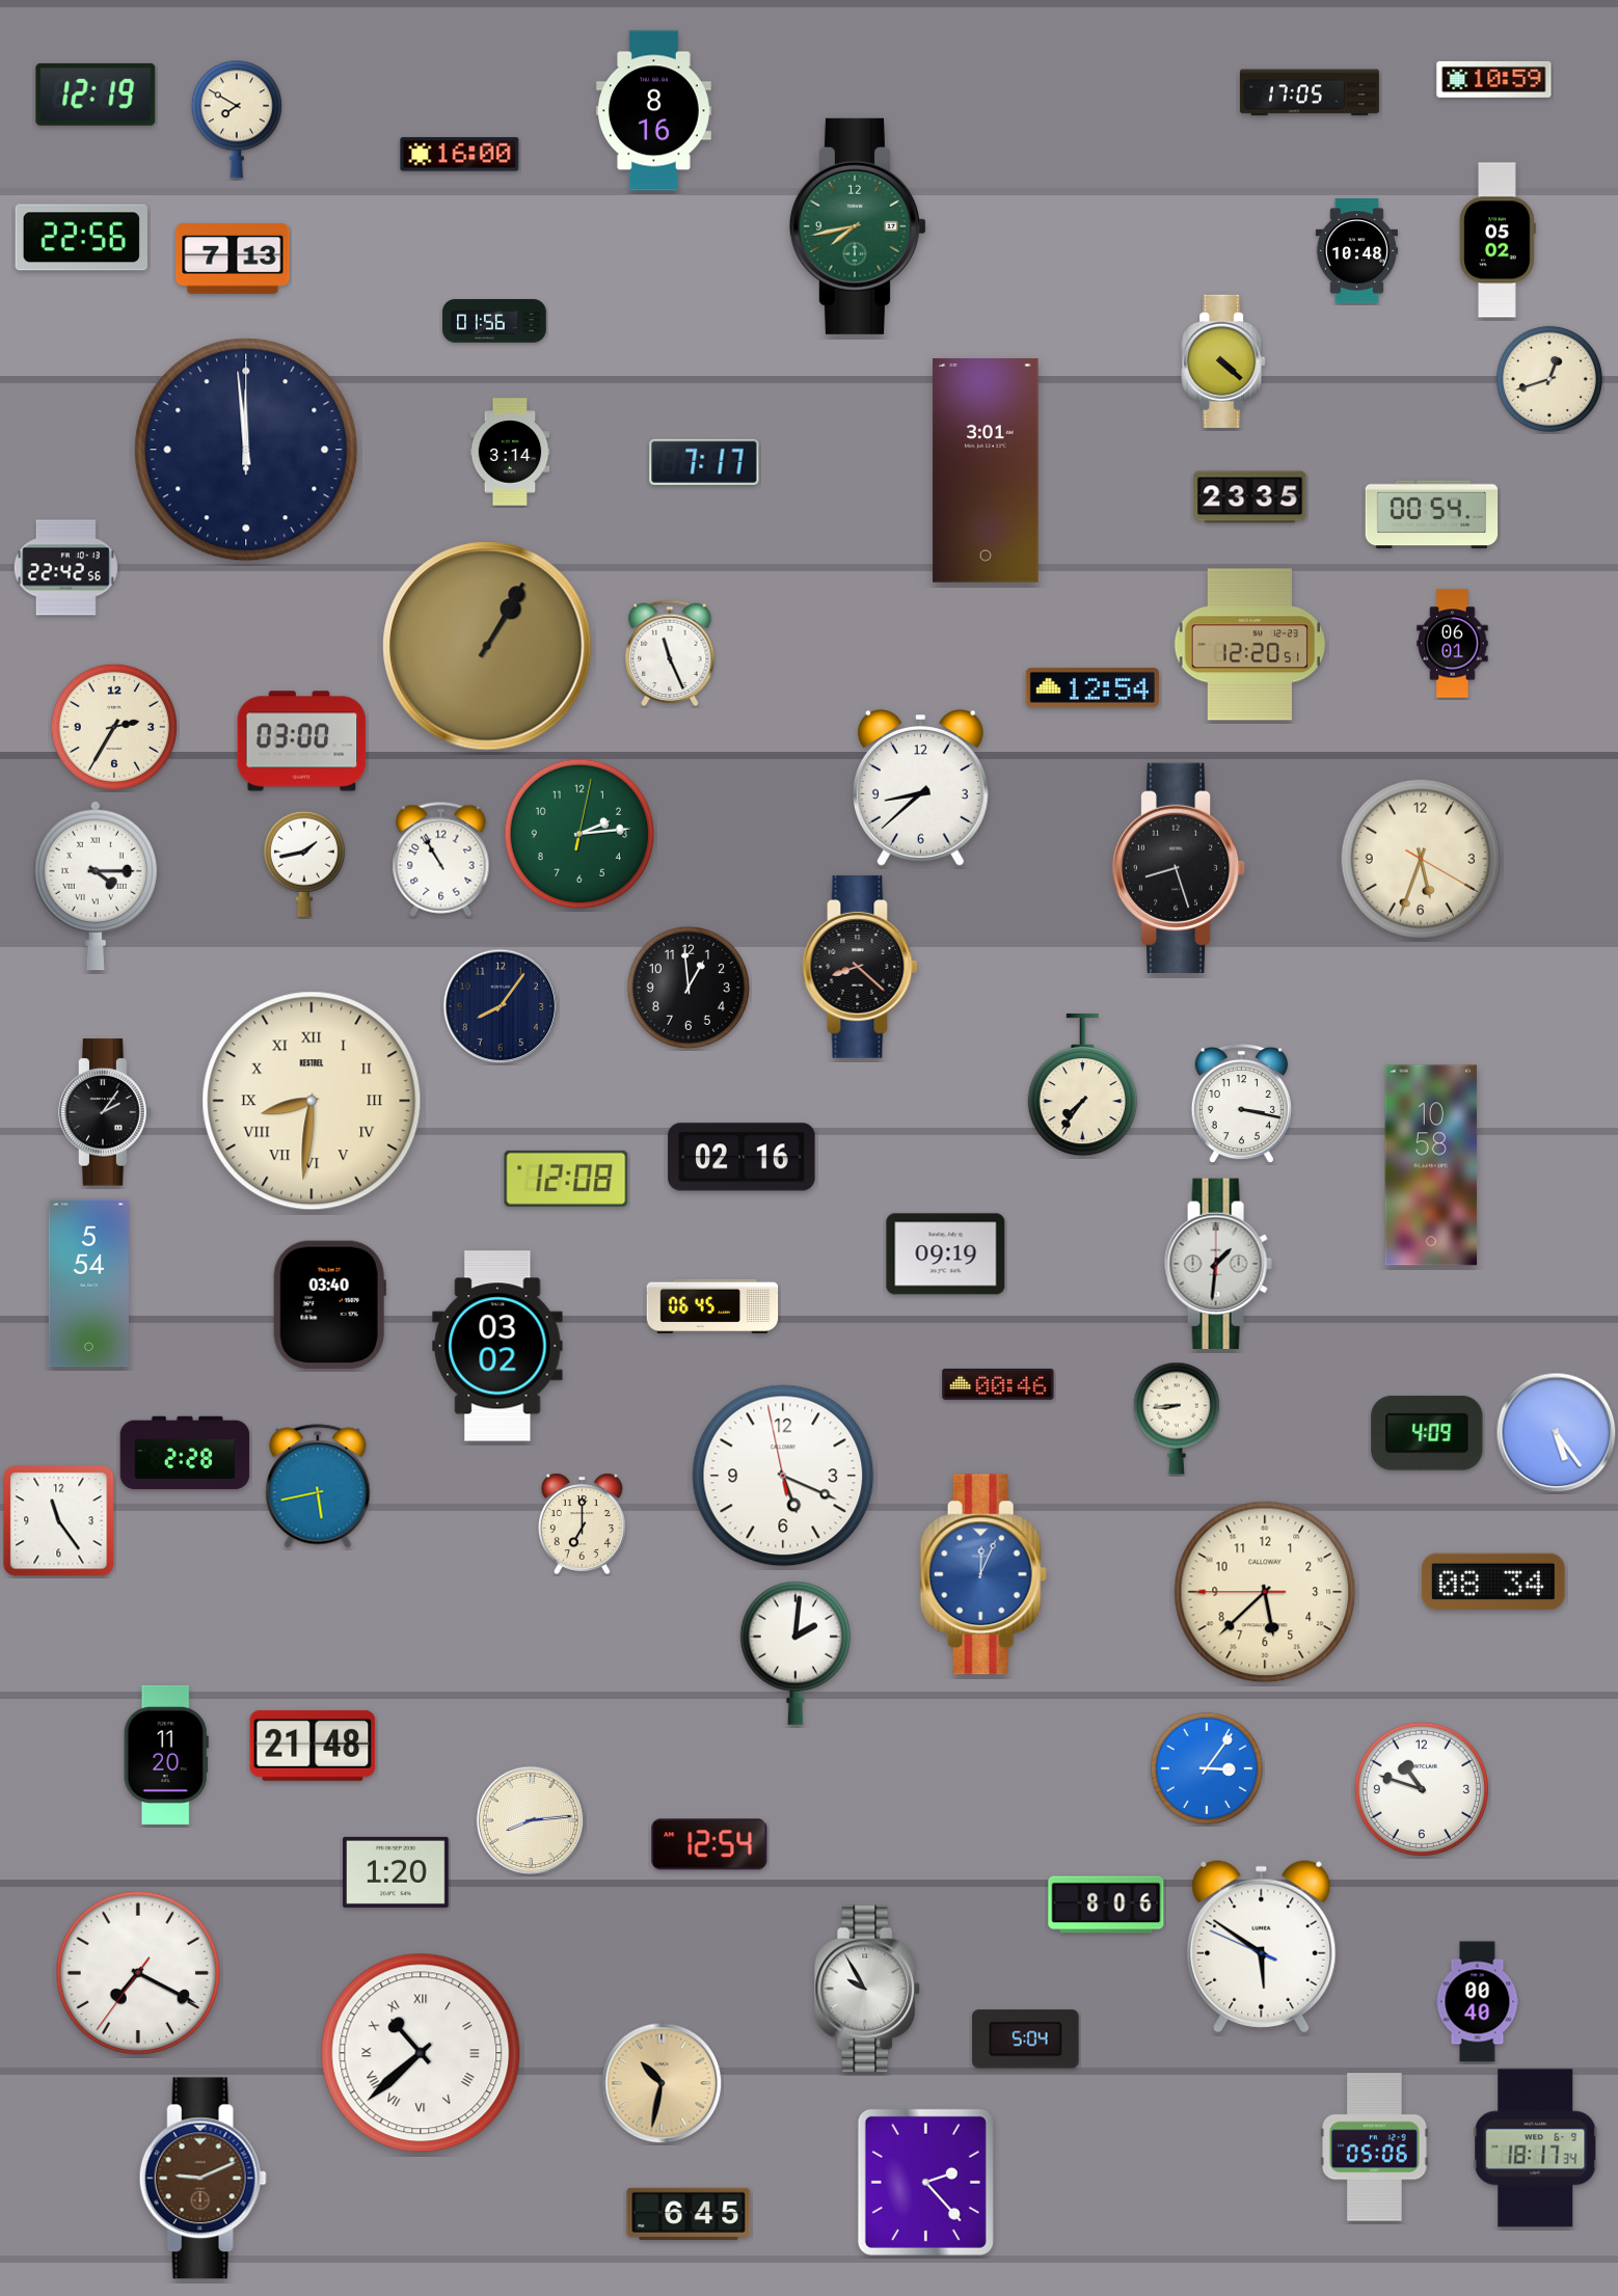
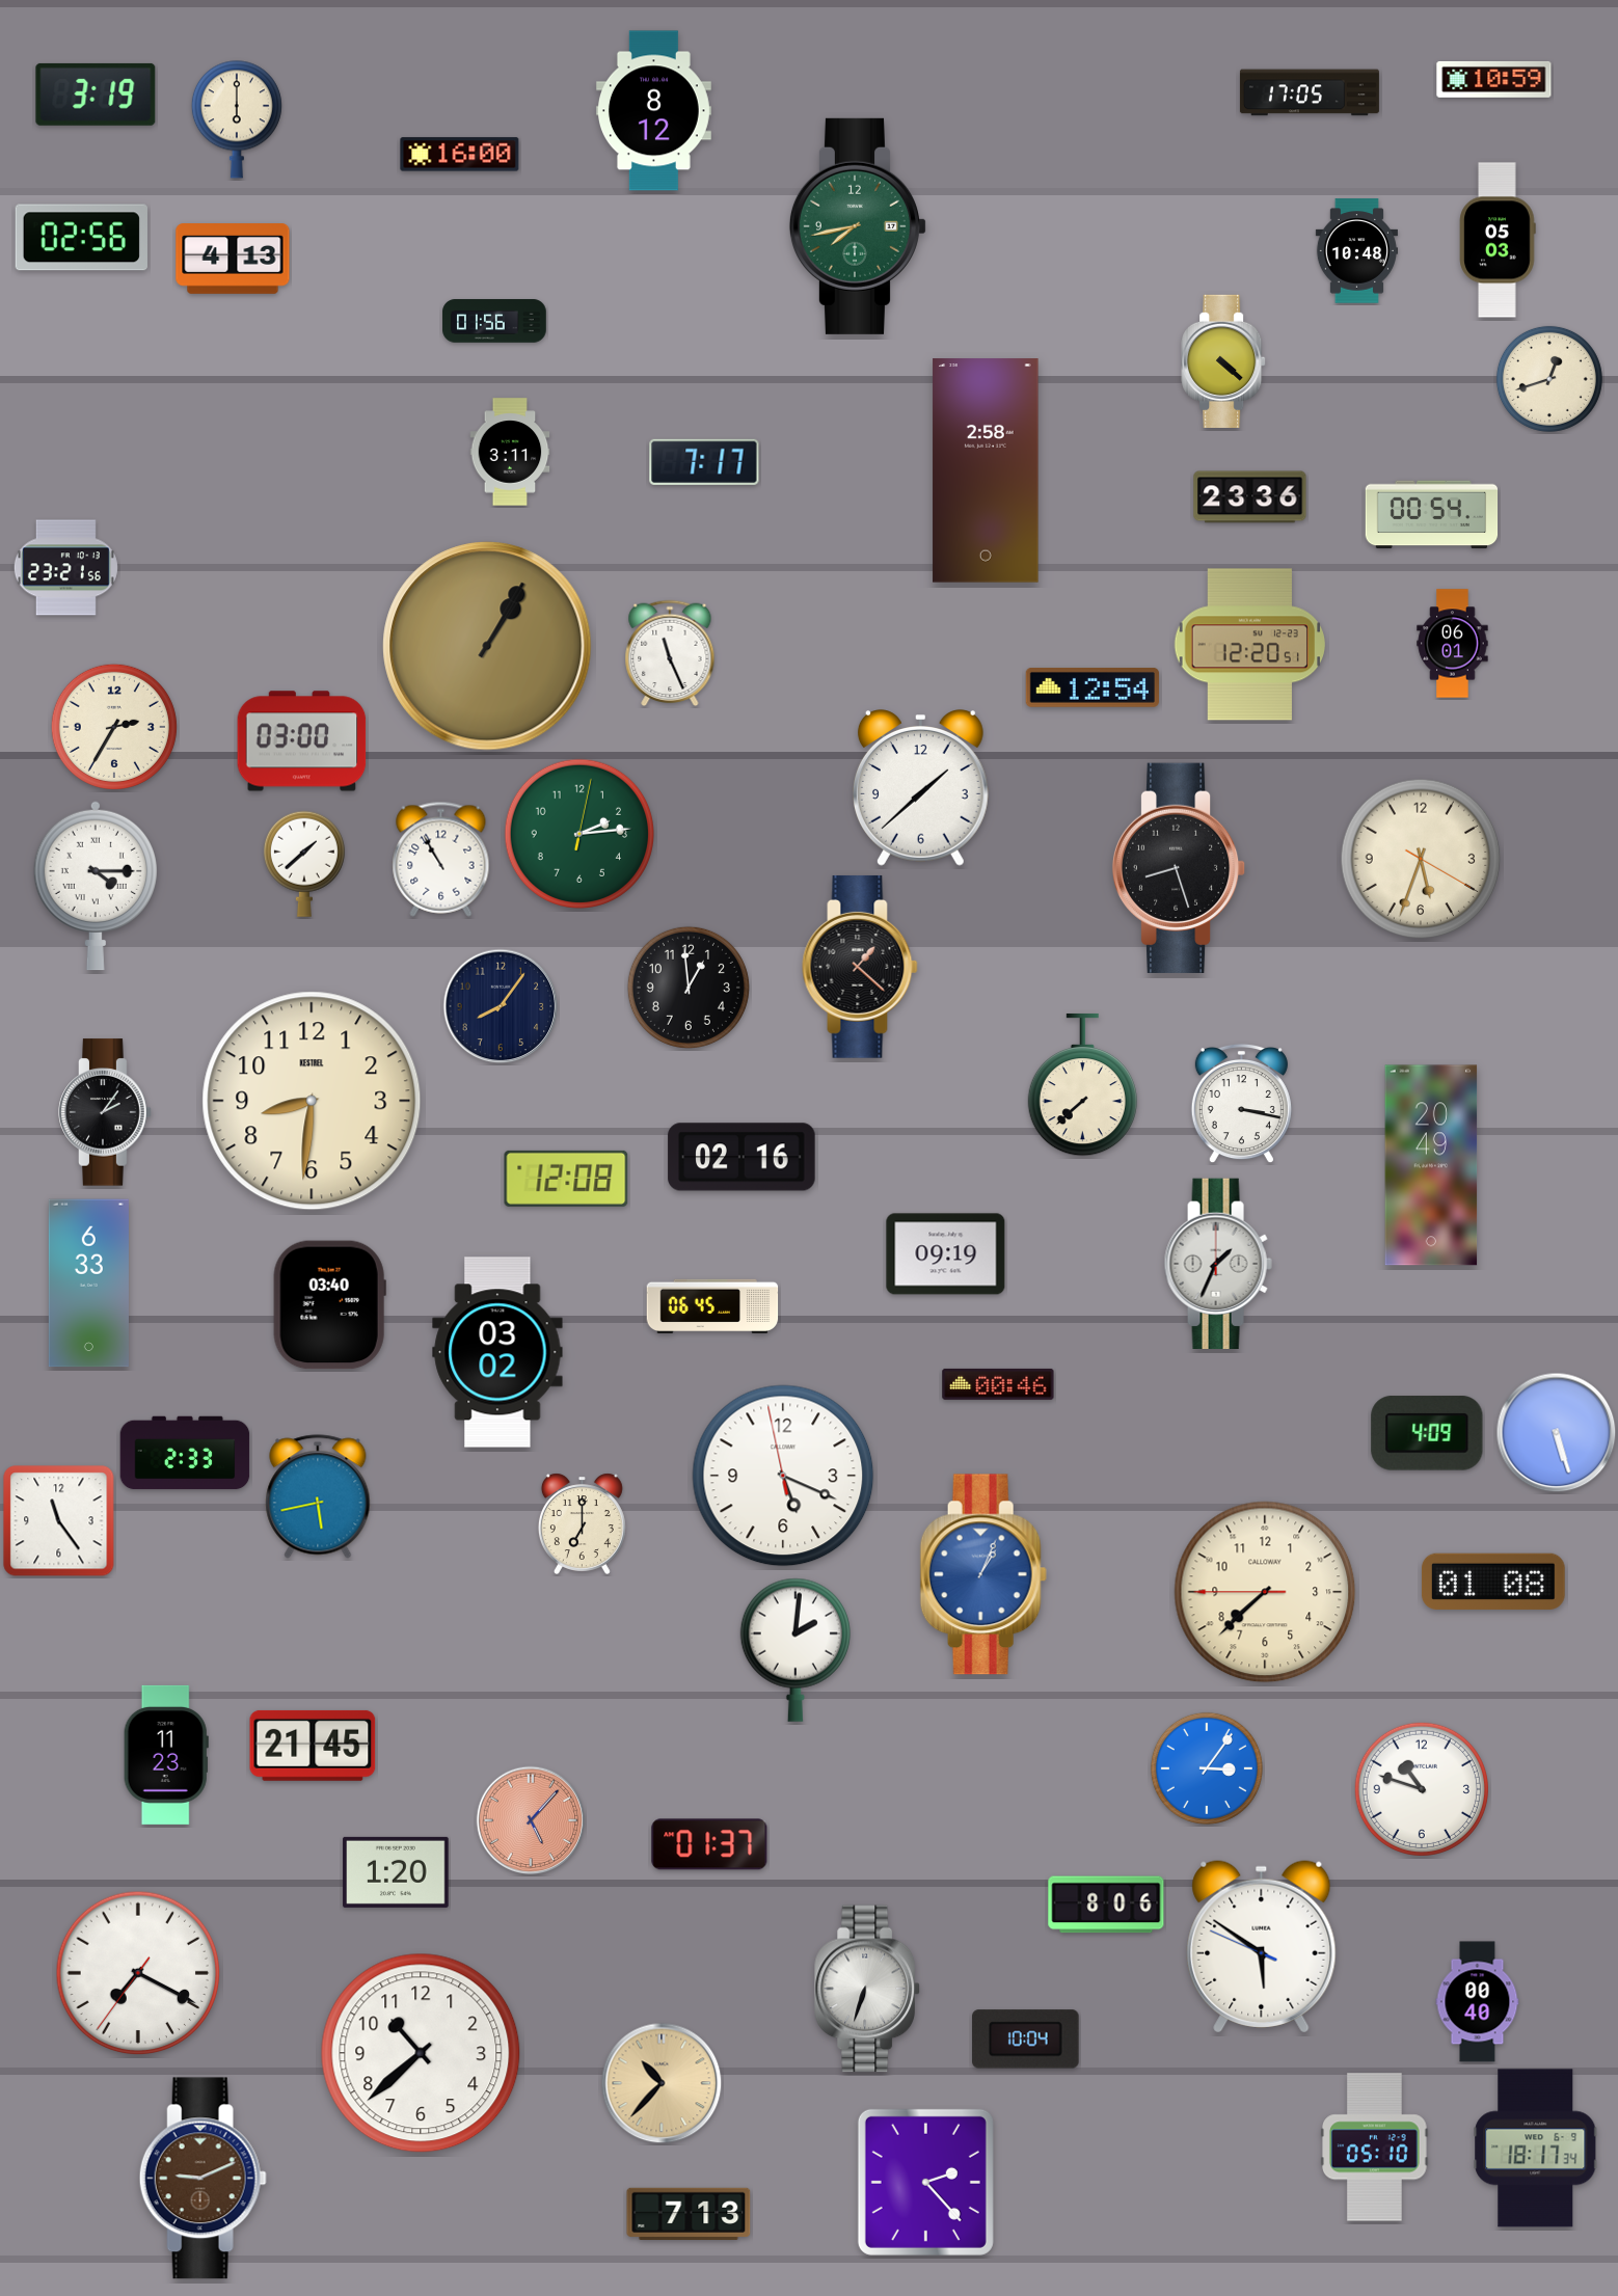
clock at (96, 94): 12:19 -> 3:19
clock at (653, 111): 8:16 -> 8:12
clock at (237, 119): 7:50 -> 6:00
clock at (81, 238): 22:56 -> 02:56
clock at (1498, 240): 05:02 -> 05:03
clock at (233, 260): 7:13 -> 4:13
clock at (246, 450): 11:59 -> none
clock at (510, 452): 3:14 -> 3:11
clock at (986, 470): 3:01 -> 2:58
clock at (1250, 497): 23:35 -> 23:36
clock at (65, 568): 22:42 -> 23:21
clock at (920, 788): 8:38 -> 1:38
clock at (304, 864): 1:43 -> 1:38
clock at (860, 967): 8:22 -> 1:22
clock at (1082, 1085): 7:36 -> 7:38
clock at (312, 1101) numerals: Roman -> Arabic
clock at (1431, 1165): 10:58 -> 20:49
clock at (1218, 1263): 1:31 -> 1:34
clock at (88, 1284): 5:54 -> 6:33
clock at (497, 1346) position: (497, 1346) -> (497, 1352)
clock at (1177, 1419): 8:44 -> none
clock at (1557, 1433): 5:24 -> 5:27
clock at (185, 1453): 2:28 -> 2:33
clock at (318, 1486) position: (318, 1486) -> (318, 1496)
clock at (983, 1574): 12:04 -> 1:04
clock at (1493, 1582): 08:34 -> 01:08
clock at (1265, 1592): 5:37 -> 7:37
clock at (795, 1653) position: (795, 1653) -> (795, 1650)
clock at (313, 1746): 21:48 -> 21:45
clock at (166, 1755): 11:20 -> 11:23
clock at (531, 1820): 8:14 -> 5:07
clock at (531, 1820) dial: cream -> salmon
clock at (709, 1844): 12:54 -> 01:37
clock at (867, 1989): 9:55 -> 6:33
clock at (1026, 2040): 5:04 -> 10:04
clock at (421, 2053) numerals: Roman -> Arabic
clock at (662, 2083): 10:32 -> 10:37
clock at (1375, 2148): 05:06 -> 05:10
clock at (689, 2214): 6:45 -> 7:13
